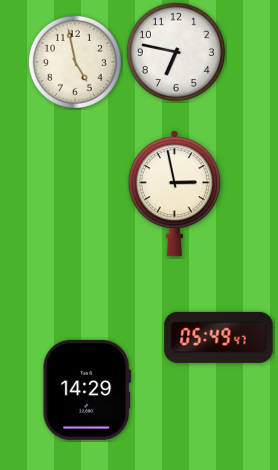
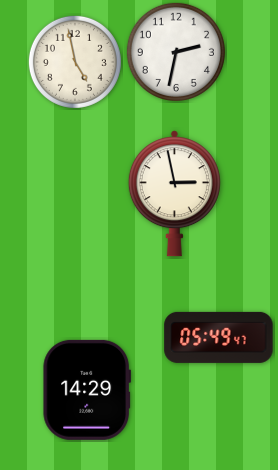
clock at (176, 52): 6:47 -> 2:32
